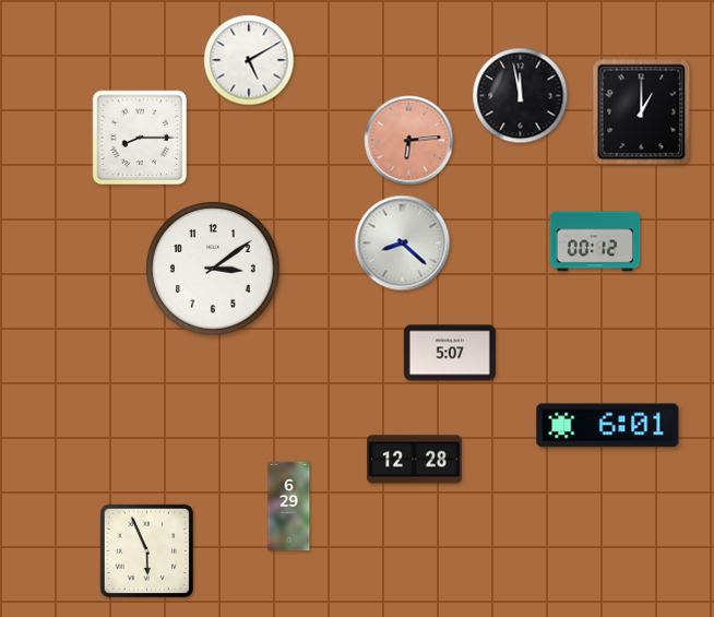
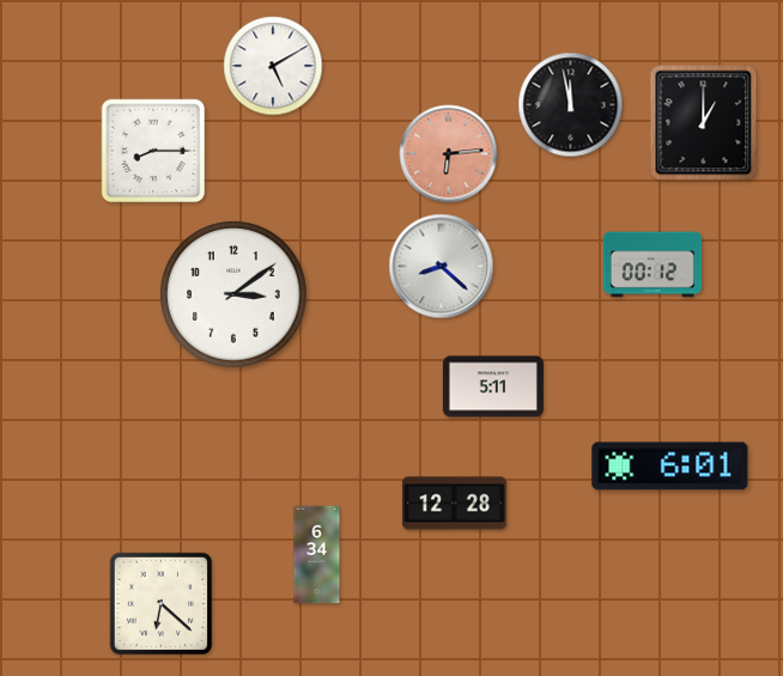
clock at (450, 353): 5:07 -> 5:11
clock at (608, 426) position: (608, 426) -> (670, 467)
clock at (289, 507): 6:29 -> 6:34
clock at (146, 550): 5:56 -> 6:22
